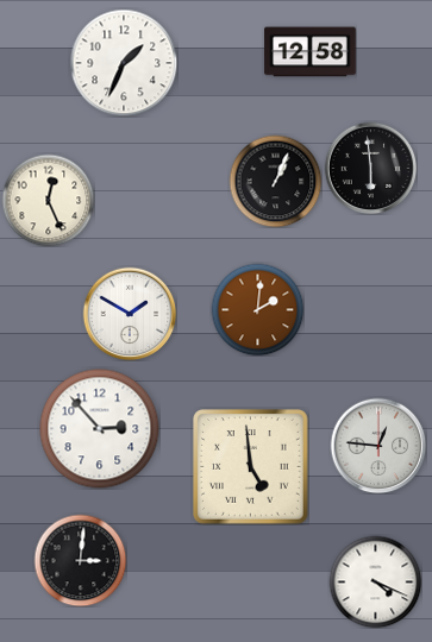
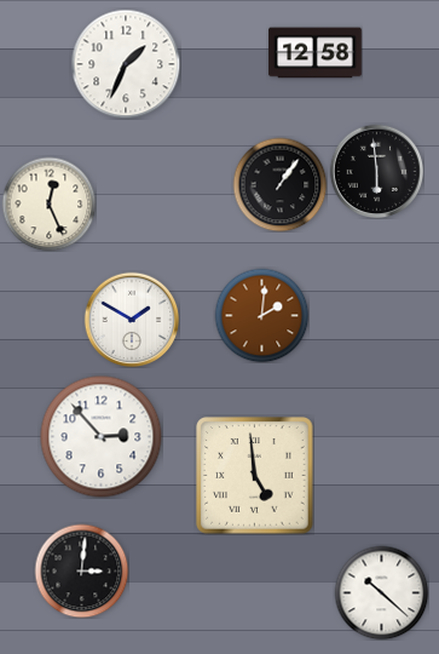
clock at (275, 181): 1:04 -> 1:06
clock at (378, 446): 12:46 -> none
clock at (375, 581): 4:19 -> 10:22
